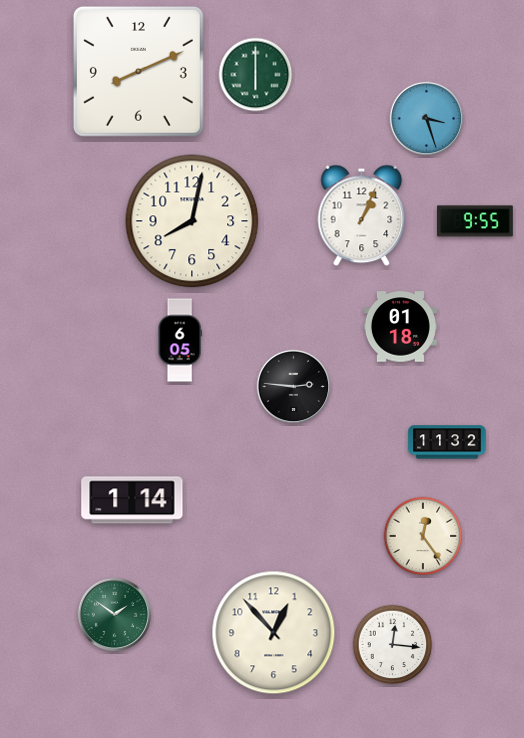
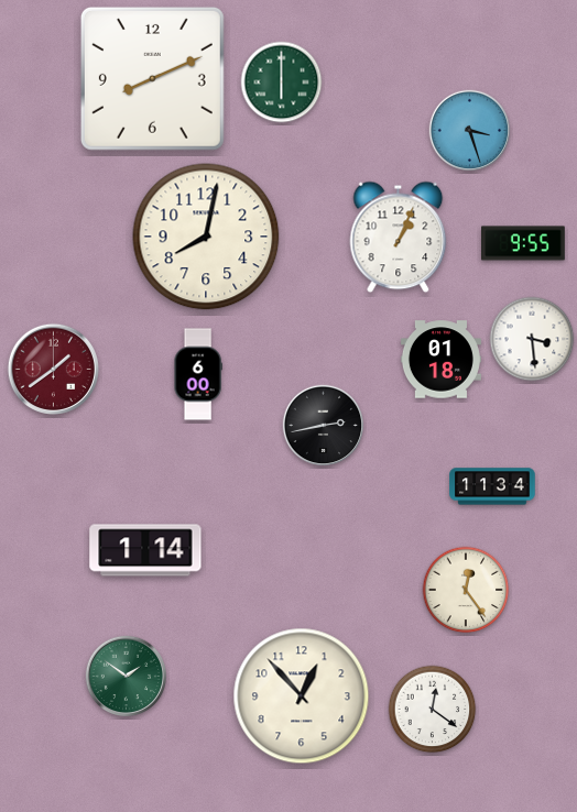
clock at (192, 221) position: (192, 221) -> (206, 237)
clock at (532, 339): none -> 3:29
clock at (53, 369): none -> 1:39
clock at (180, 340): 6:05 -> 6:00
clock at (294, 387): 2:46 -> 2:43
clock at (447, 442): 11:32 -> 11:34
clock at (393, 645): 12:16 -> 12:21
